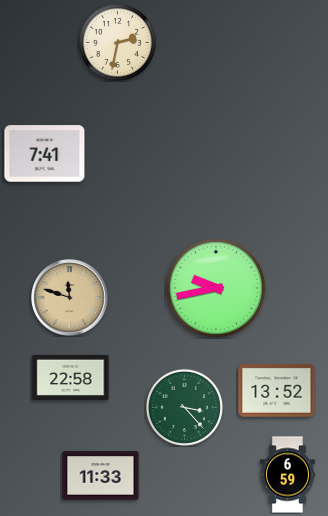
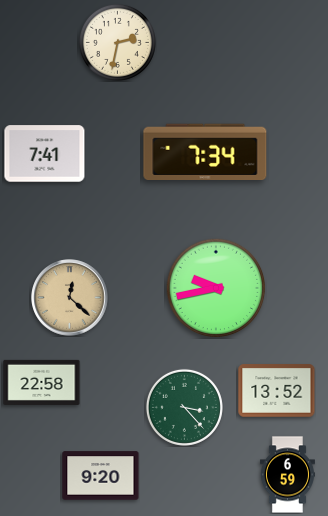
clock at (205, 151): none -> 7:34
clock at (70, 298): 11:48 -> 12:22
clock at (71, 377) position: (71, 377) -> (42, 382)
clock at (101, 476): 11:33 -> 9:20
